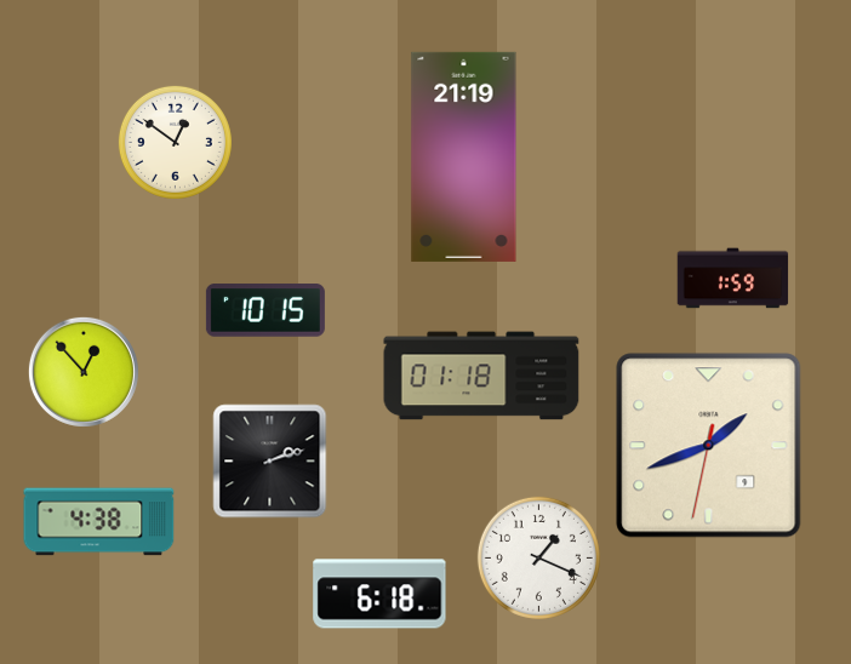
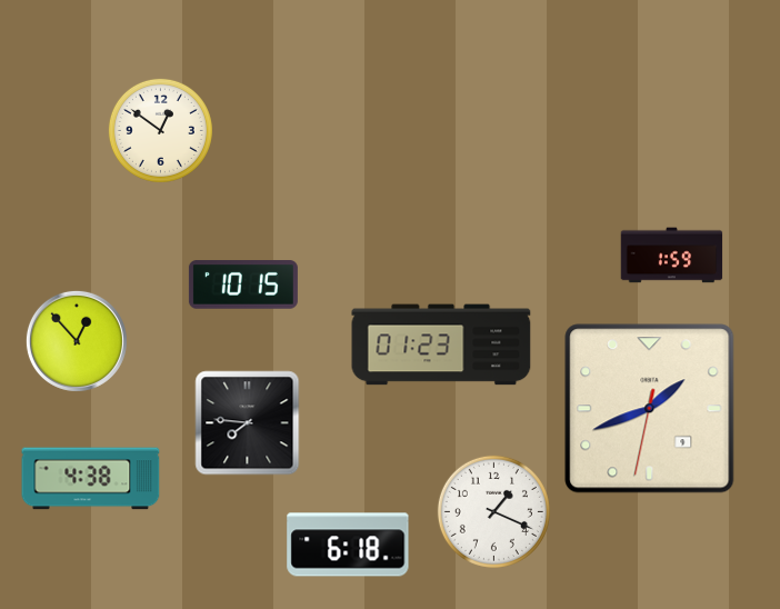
clock at (464, 156): 21:19 -> none
clock at (481, 376): 01:18 -> 01:23
clock at (270, 462): 2:12 -> 7:46
